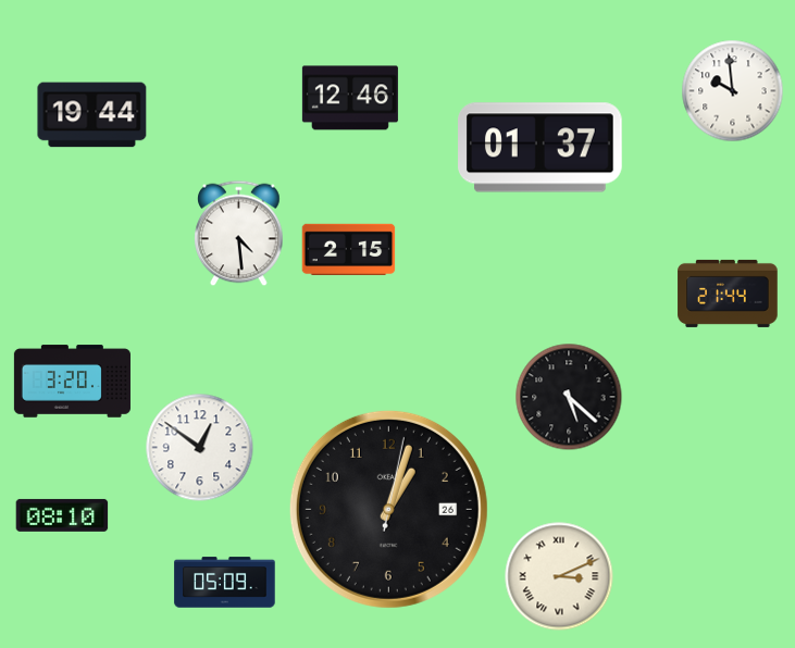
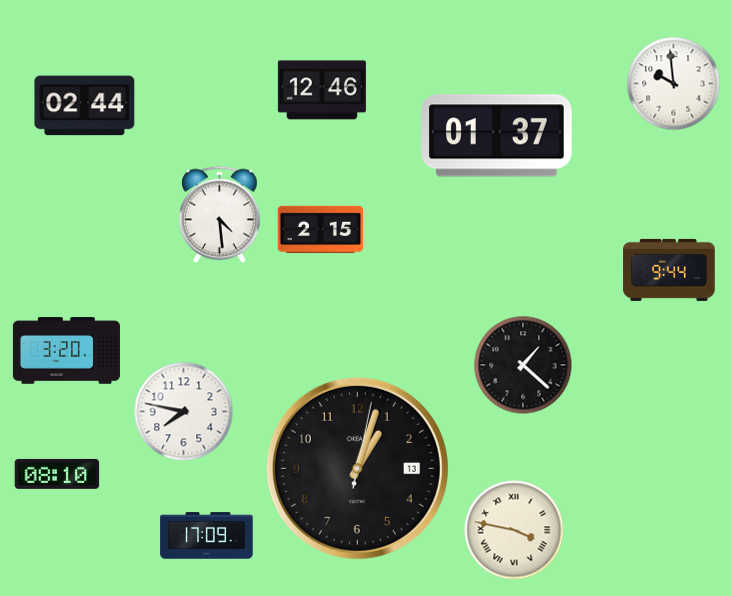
clock at (92, 115): 19:44 -> 02:44
clock at (728, 294): 21:44 -> 9:44
clock at (569, 397): 5:22 -> 1:22
clock at (200, 448): 12:51 -> 7:47
clock at (388, 509) date: 26 -> 13
clock at (559, 576): 3:11 -> 3:47
clock at (225, 583): 05:09 -> 17:09
